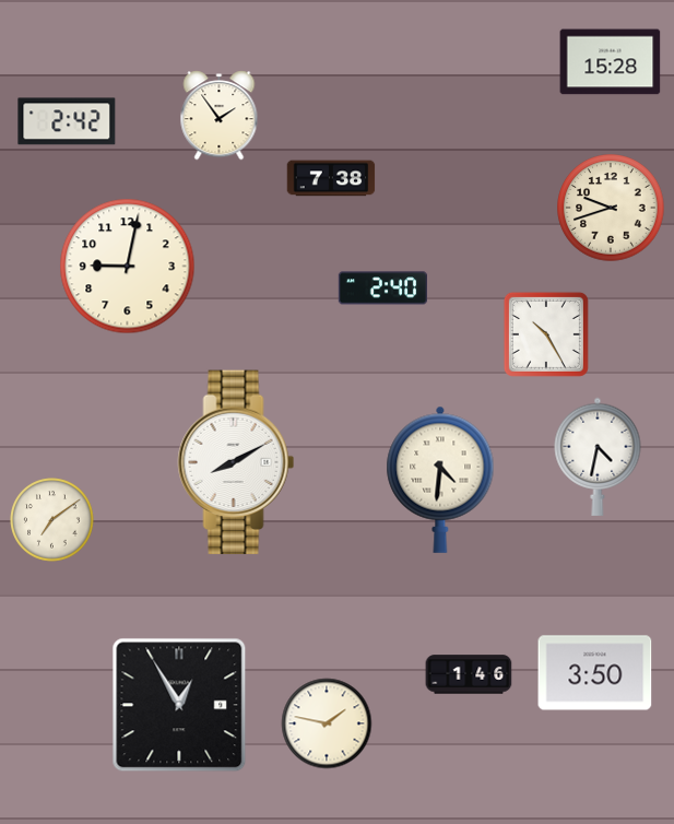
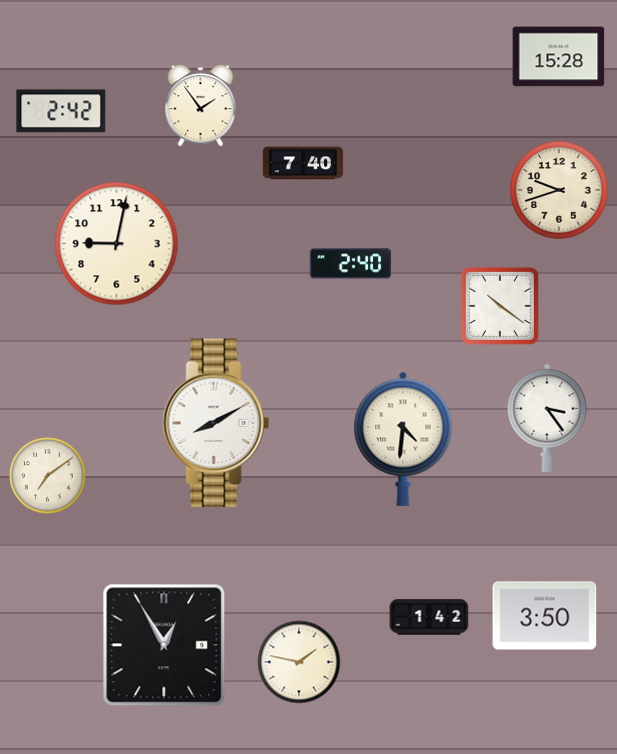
clock at (331, 178): 7:38 -> 7:40
clock at (546, 334): 10:25 -> 10:21
clock at (598, 457): 4:32 -> 3:24
clock at (469, 674): 1:46 -> 1:42
